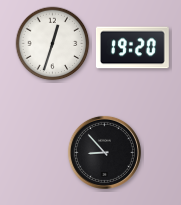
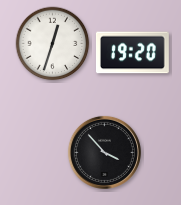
clock at (132, 48) position: (132, 48) -> (132, 53)
clock at (104, 152): 8:53 -> 3:53
